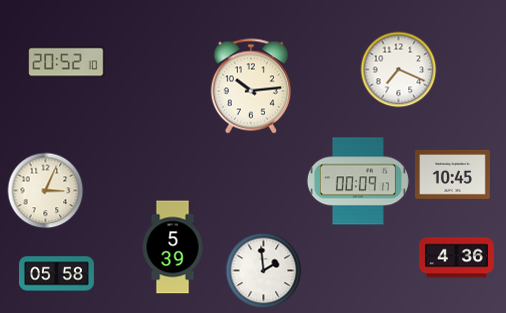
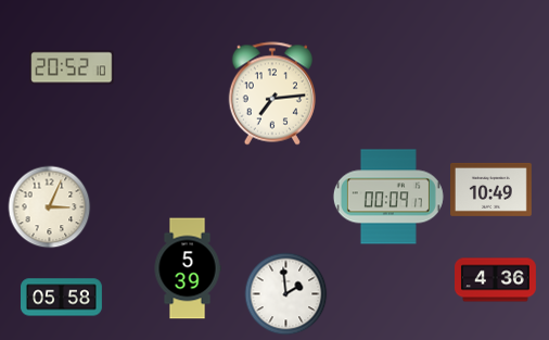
clock at (399, 70): 7:19 -> none
clock at (250, 86): 10:14 -> 7:14
clock at (453, 174): 10:45 -> 10:49
